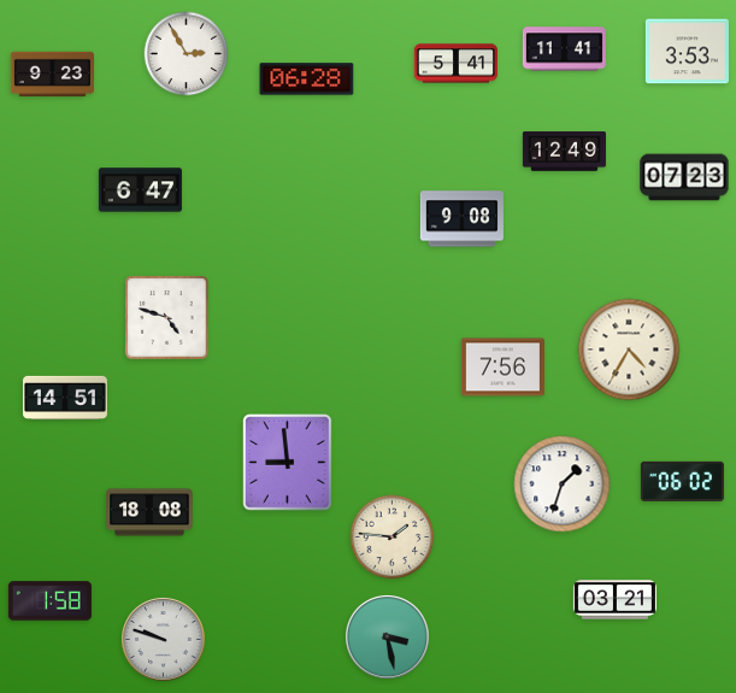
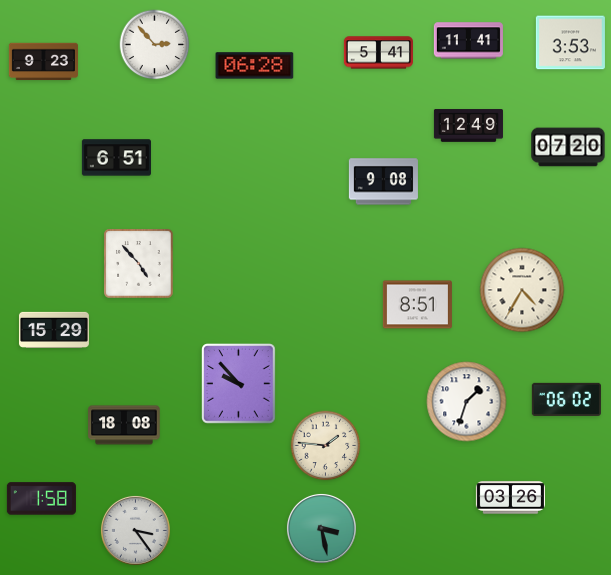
clock at (187, 54): 2:55 -> 2:53
clock at (684, 177): 07:23 -> 07:20
clock at (140, 190): 6:47 -> 6:51
clock at (167, 318): 4:48 -> 4:53
clock at (502, 368): 7:56 -> 8:51
clock at (65, 398): 14:51 -> 15:29
clock at (288, 463): 8:59 -> 9:53
clock at (614, 600): 03:21 -> 03:26
clock at (163, 639): 9:48 -> 3:24
